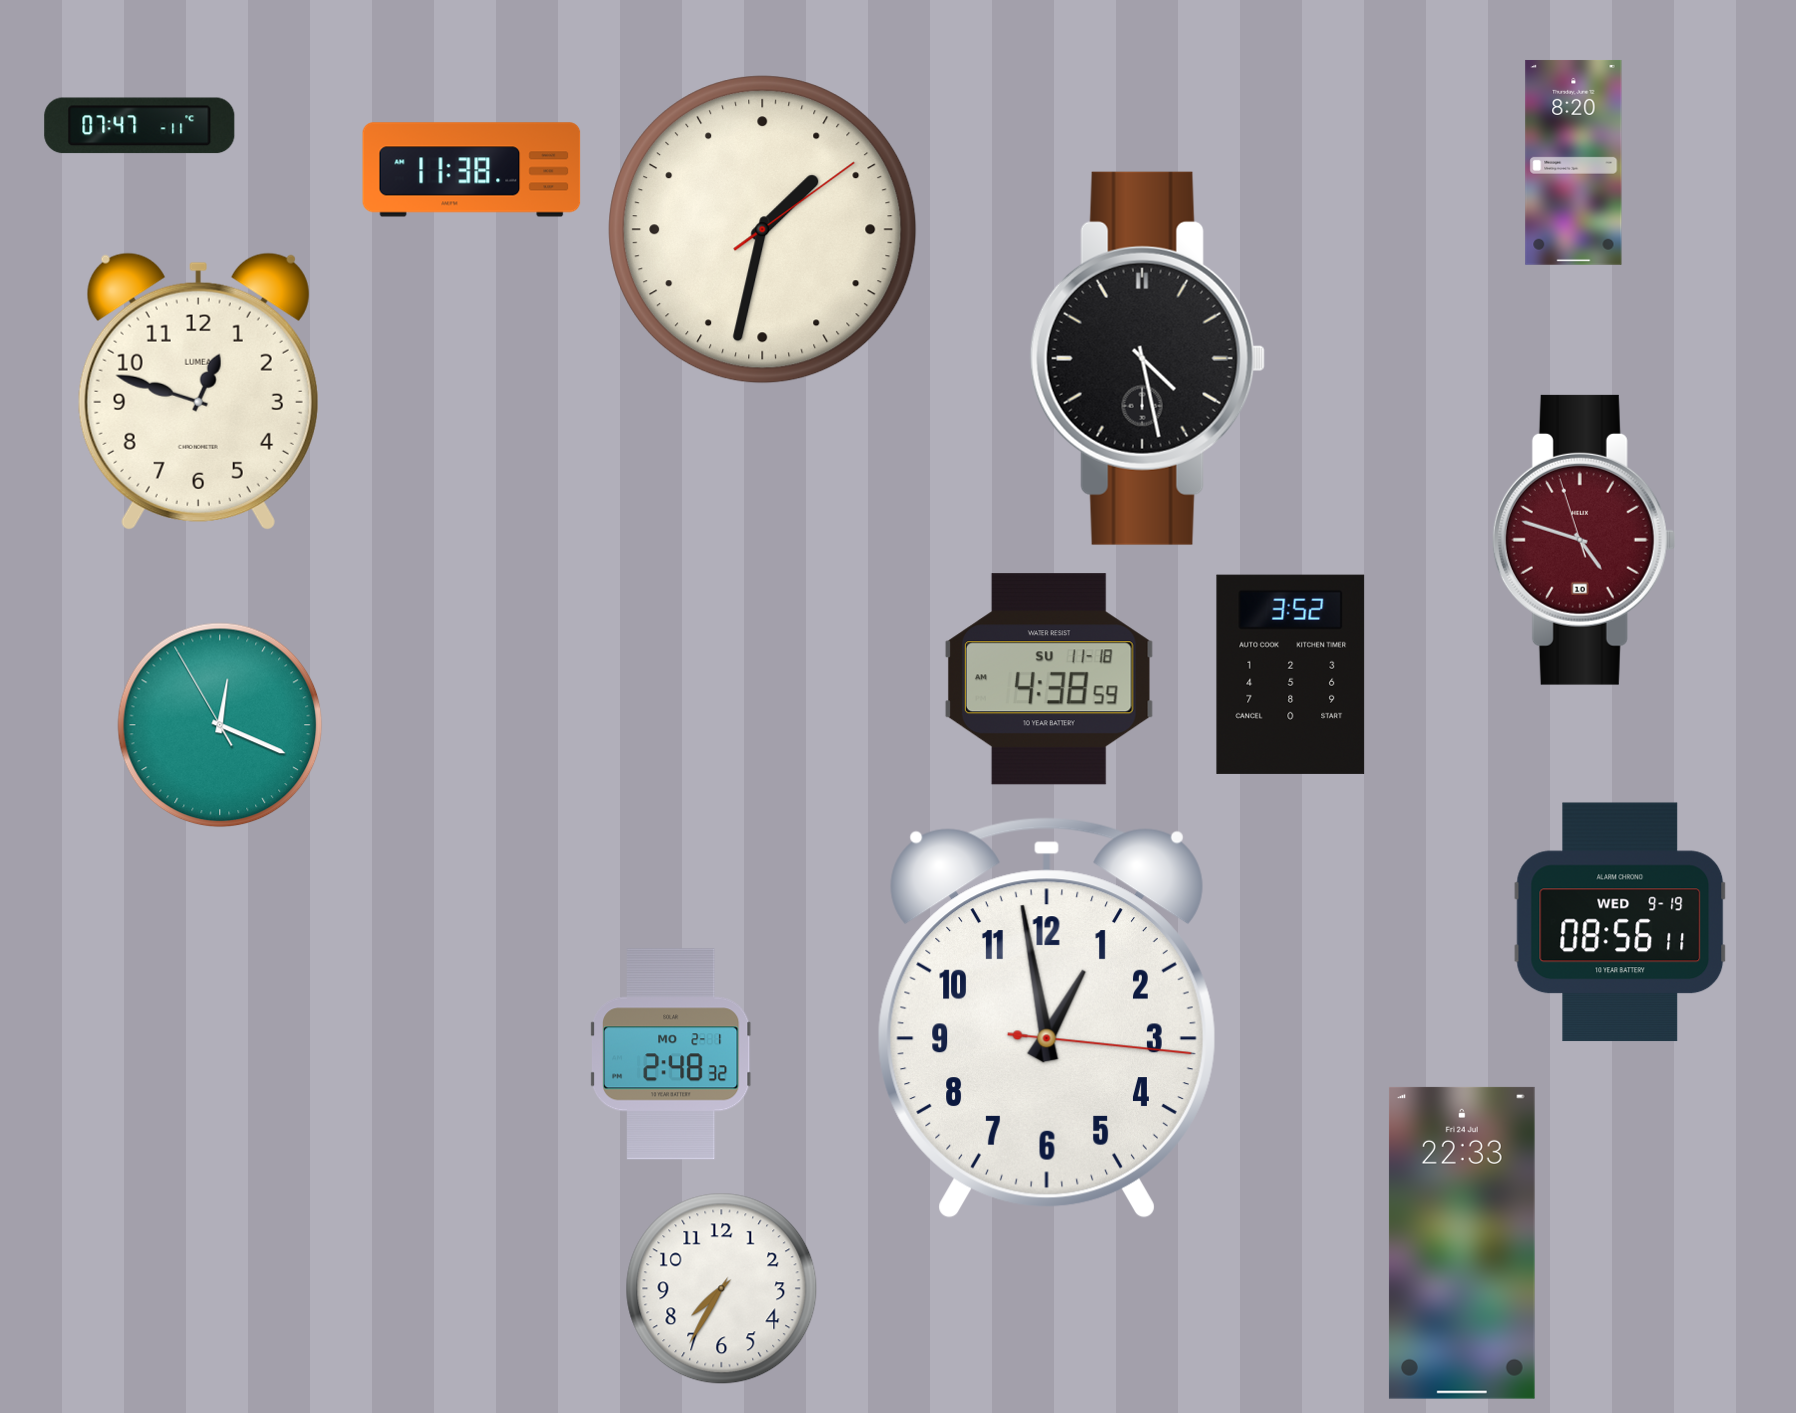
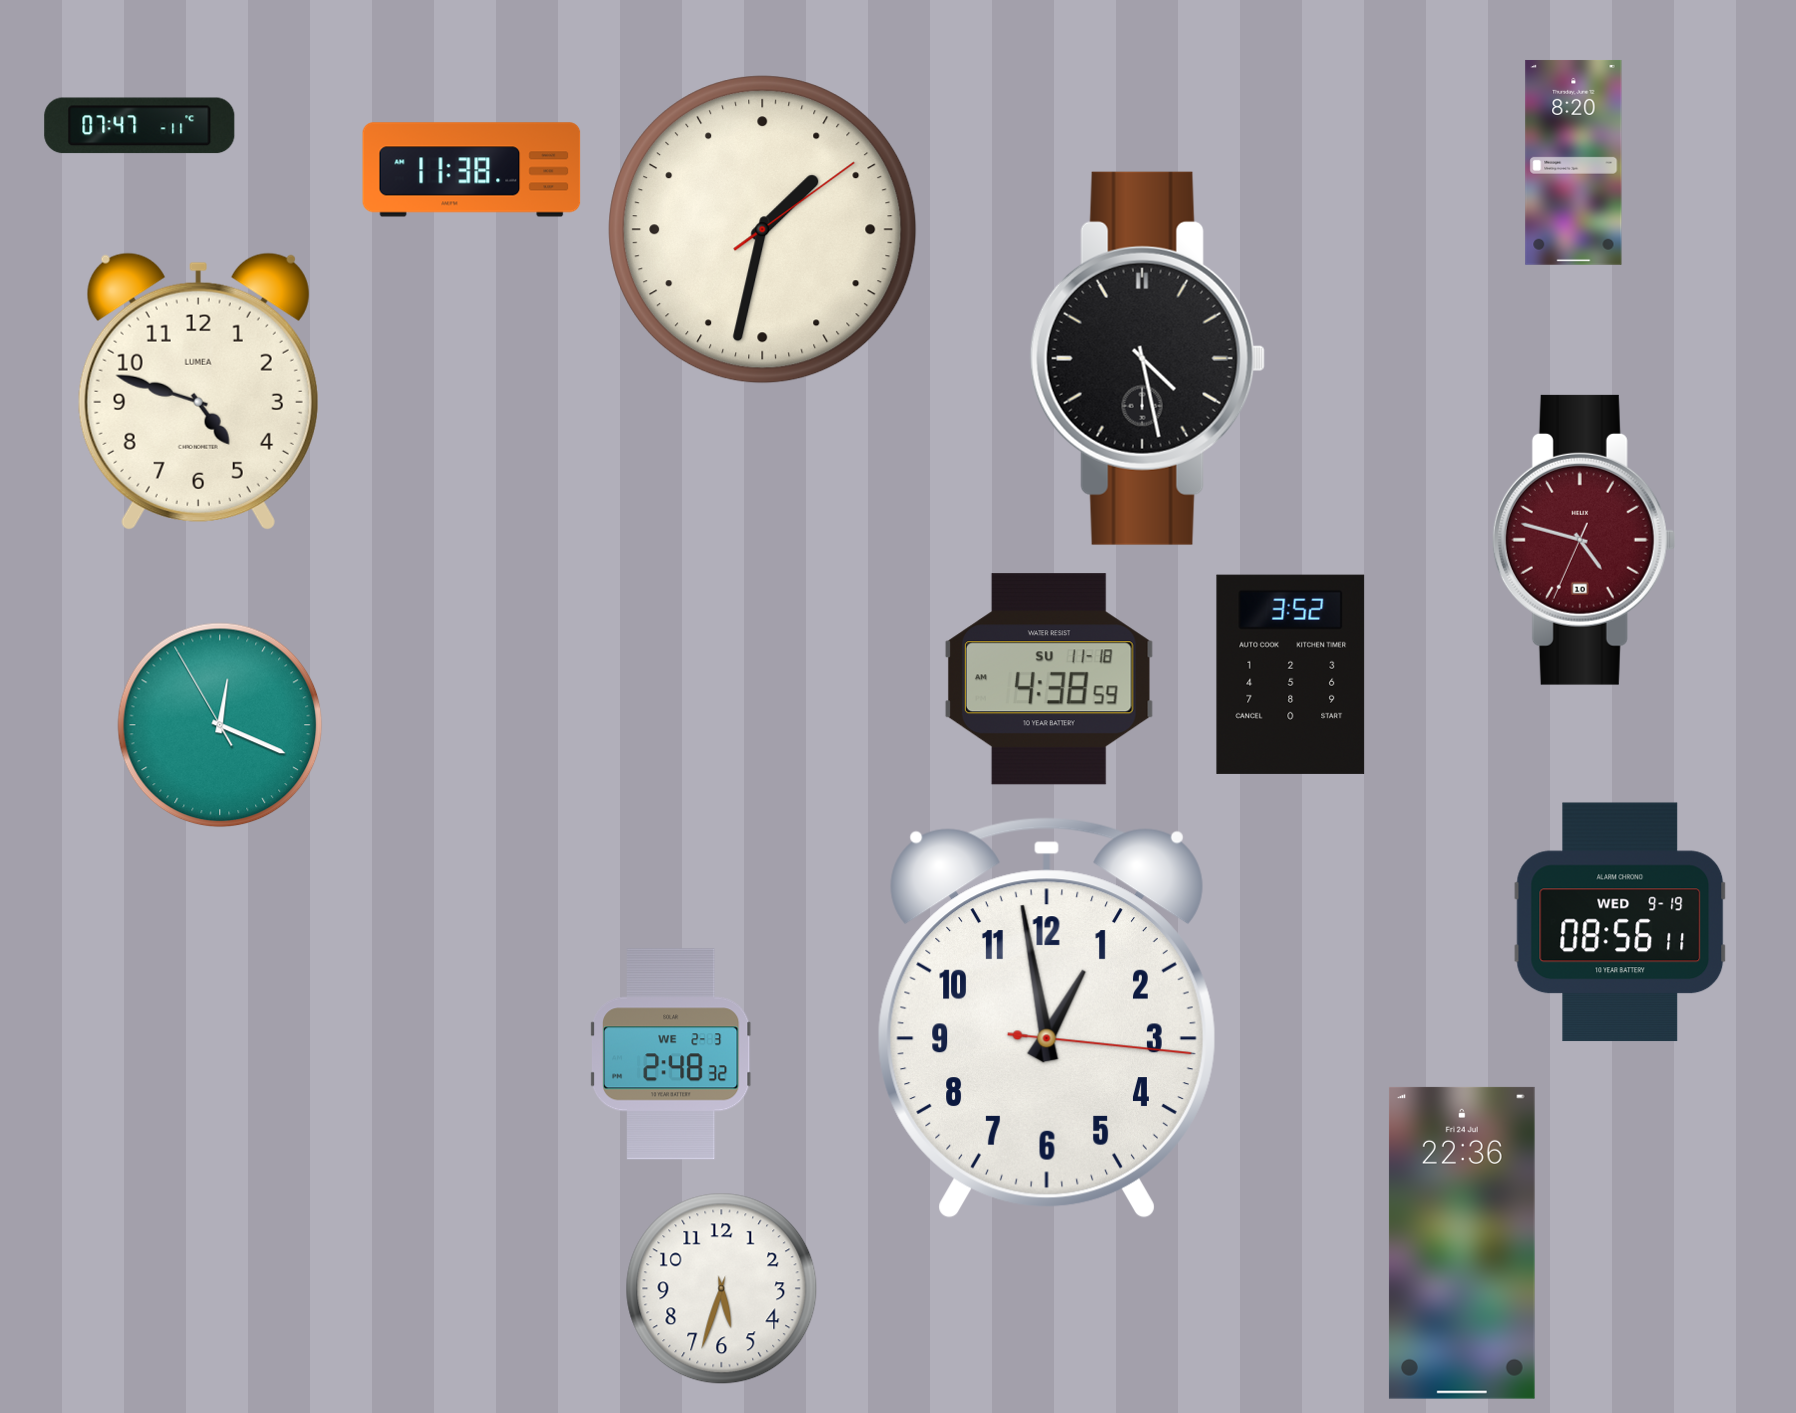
clock at (198, 391): 12:48 -> 4:48
clock at (1584, 540): 4:47:57 -> 4:47:34
clock at (671, 1054) date: MO 2-1 -> WE 2-3
clock at (1462, 1243): 22:33 -> 22:36
clock at (722, 1289): 7:35 -> 5:33
